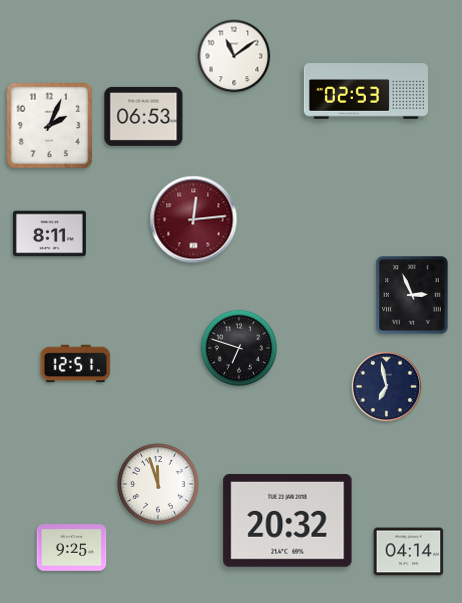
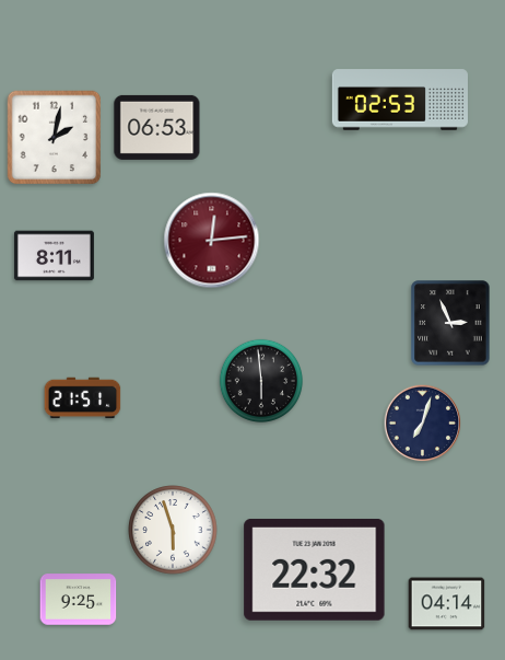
clock at (234, 56): 11:09 -> none
clock at (50, 126): 2:04 -> 2:02
clock at (239, 348): 6:48 -> 5:59
clock at (76, 364): 12:51 -> 21:51
clock at (387, 387): 6:58 -> 7:03
clock at (158, 484): 11:57 -> 5:57
clock at (288, 520): 20:32 -> 22:32
